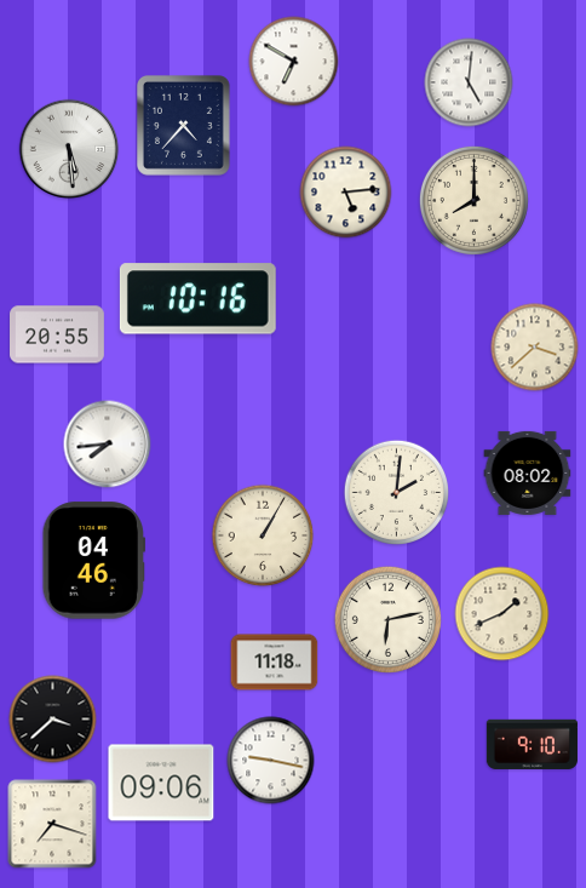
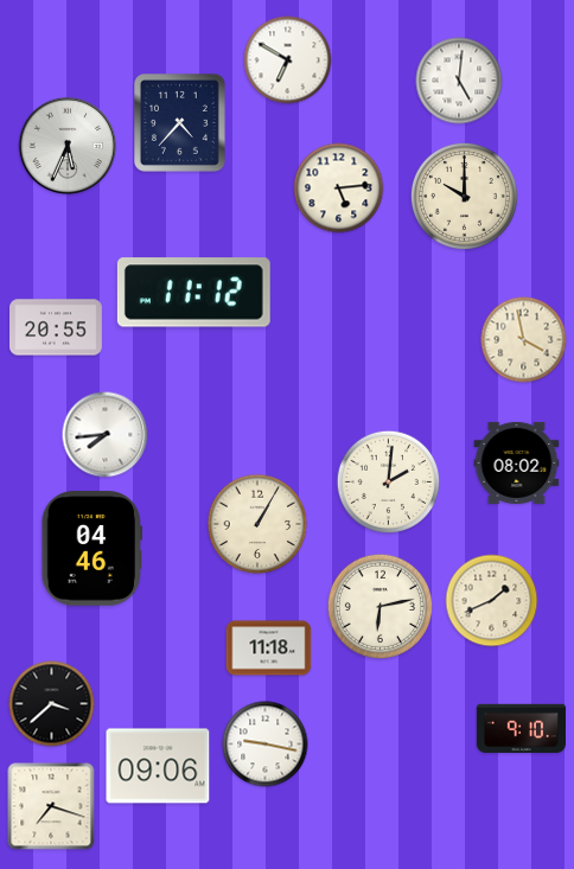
clock at (69, 149): 5:29 -> 5:34
clock at (473, 200): 8:00 -> 10:00
clock at (197, 299): 10:16 -> 11:12
clock at (535, 348): 3:38 -> 3:58
